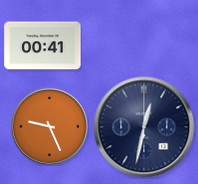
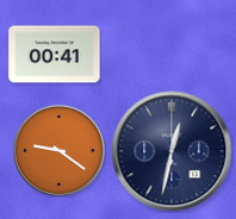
clock at (43, 46) position: (43, 46) -> (55, 55)
clock at (49, 126): 9:26 -> 9:21
